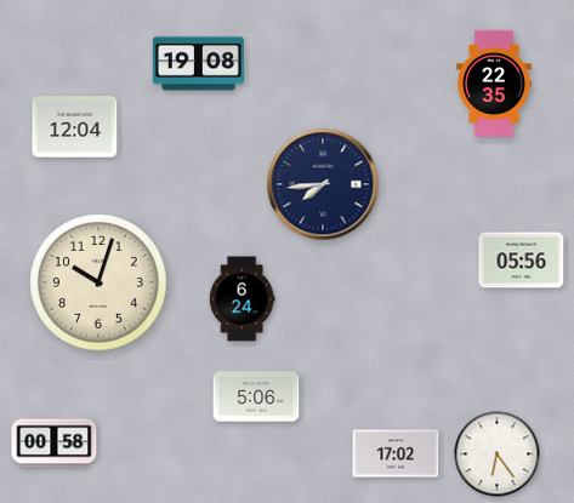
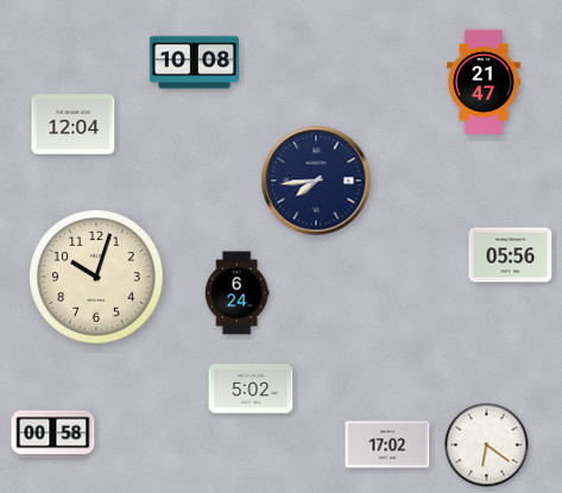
clock at (198, 64): 19:08 -> 10:08
clock at (495, 82): 22:35 -> 21:47
clock at (256, 396): 5:06 -> 5:02
clock at (498, 455): 6:24 -> 6:21
